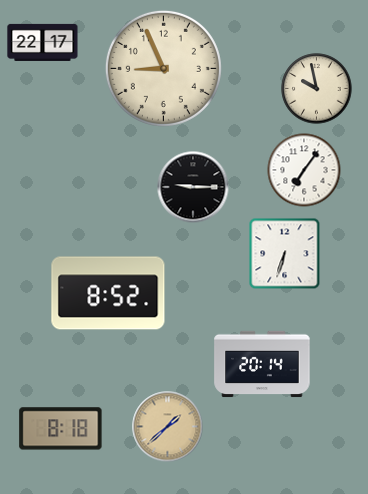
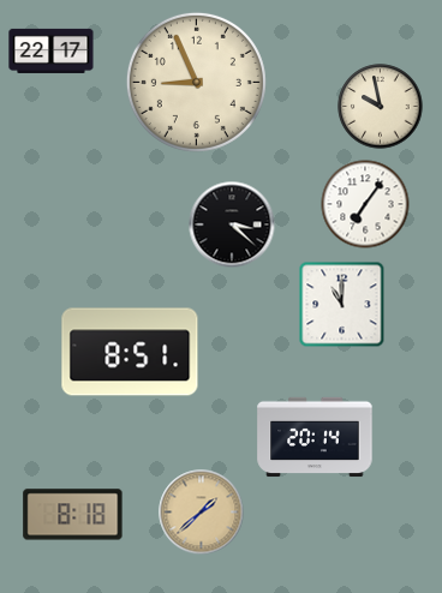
clock at (193, 187): 9:15 -> 3:22
clock at (285, 254): 6:33 -> 11:00
clock at (108, 293): 8:52 -> 8:51
